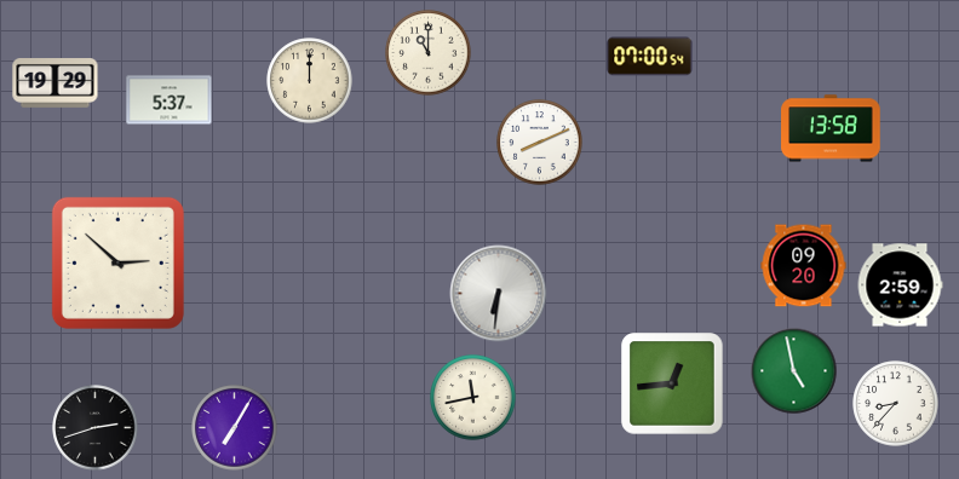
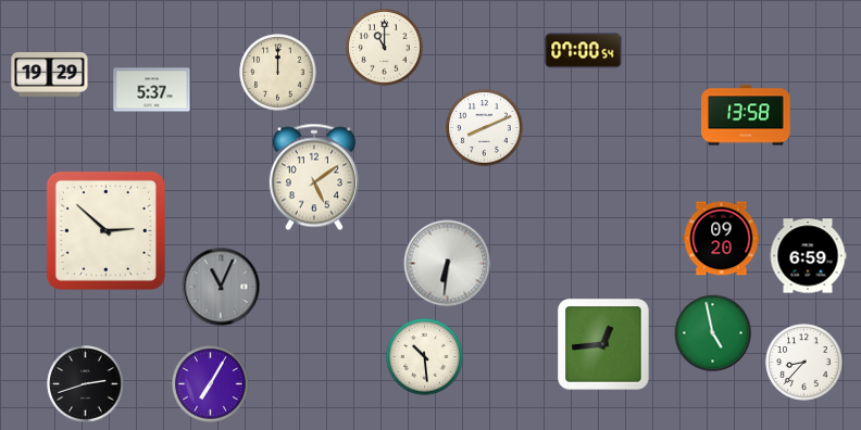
clock at (314, 177): none -> 5:09
clock at (117, 262) position: (117, 262) -> (105, 230)
clock at (900, 285): 2:59 -> 6:59
clock at (221, 287): none -> 11:04
clock at (473, 398): 11:43 -> 10:29
